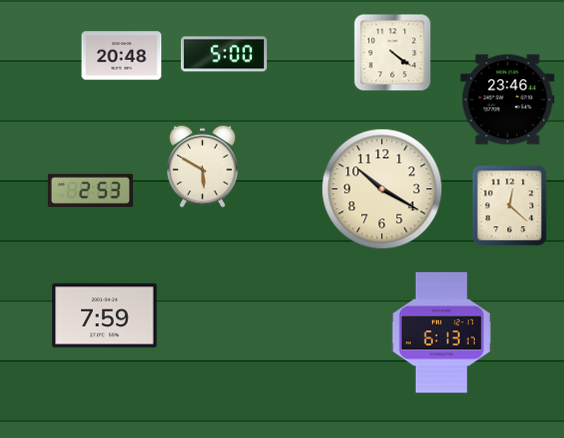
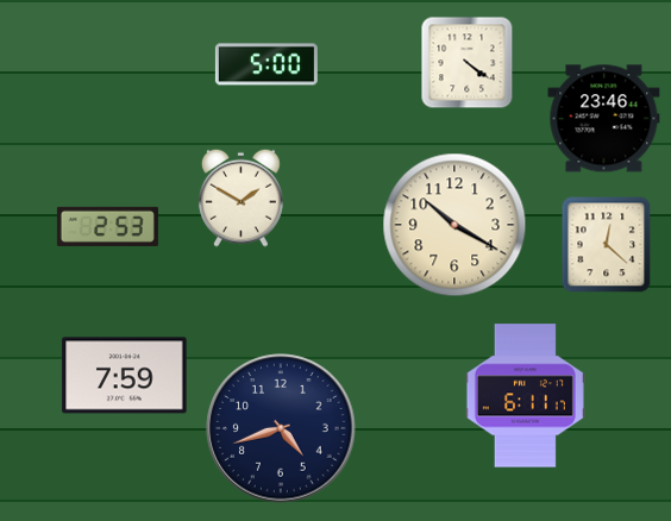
clock at (122, 56): 20:48 -> none
clock at (203, 166): 5:50 -> 1:50
clock at (441, 333): 6:13 -> 6:11
clock at (281, 428): none -> 4:42
